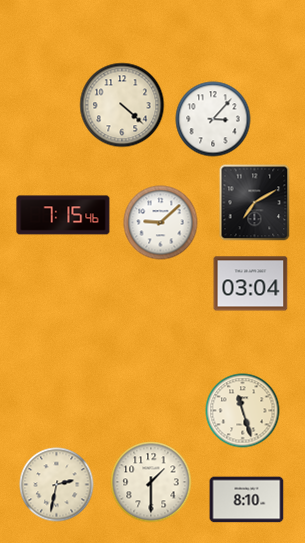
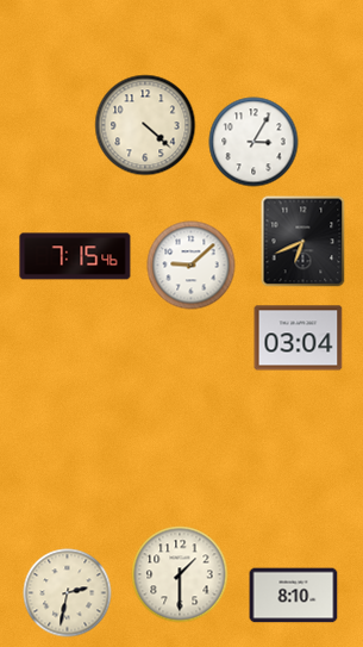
clock at (213, 119): 3:07 -> 3:05
clock at (255, 203): 7:10 -> 6:41
clock at (243, 411): 11:27 -> none
clock at (57, 485) position: (57, 485) -> (68, 593)
